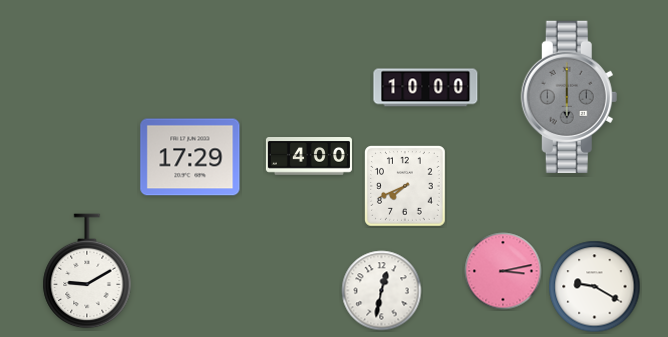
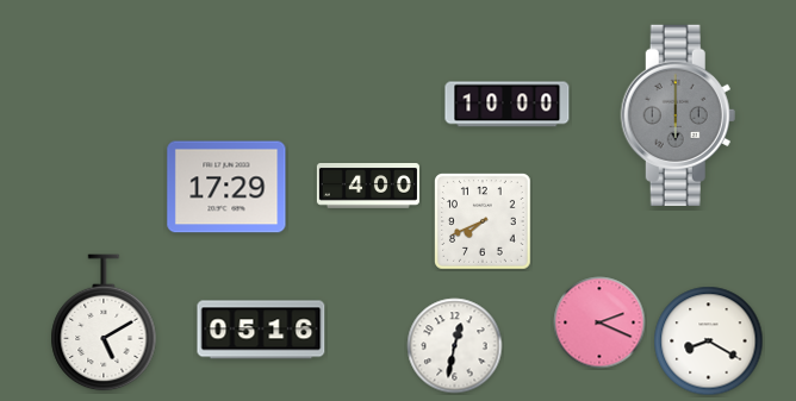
clock at (87, 271): 9:10 -> 5:10
clock at (503, 271): 3:13 -> 2:19
clock at (261, 330): none -> 05:16
clock at (595, 287): 9:20 -> 8:20
